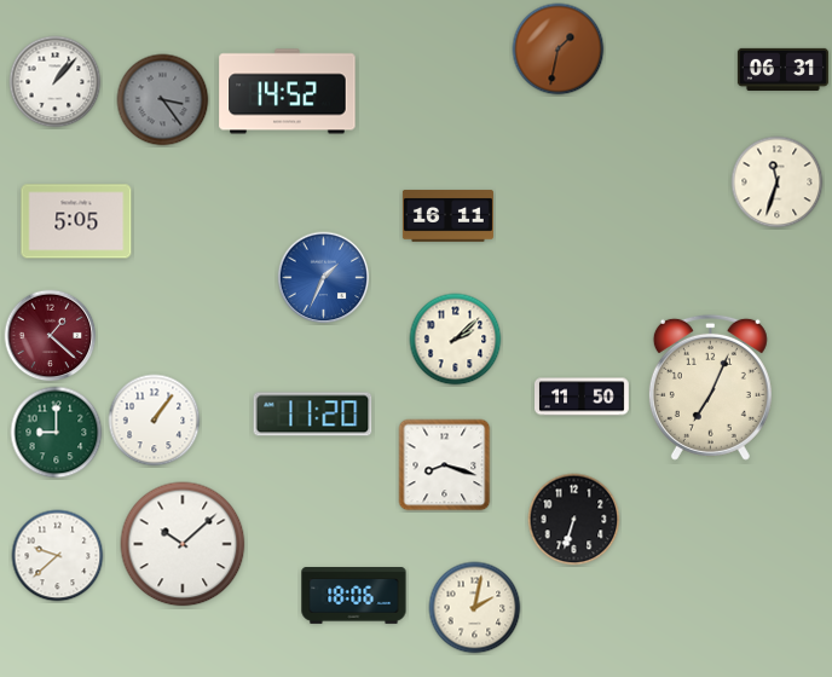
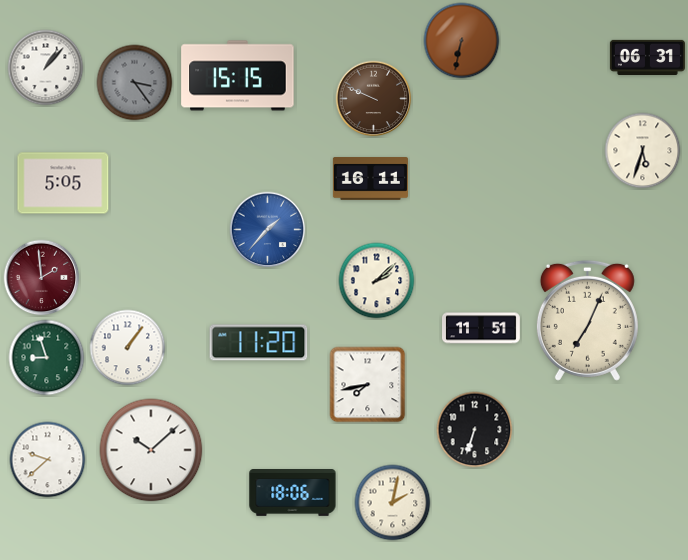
clock at (559, 50): 1:32 -> 6:32
clock at (288, 92): 14:52 -> 15:15
clock at (374, 99): none -> 9:49
clock at (778, 183): 11:33 -> 5:33
clock at (324, 278): 1:34 -> 1:37
clock at (51, 336): 1:22 -> 1:59
clock at (583, 397): 11:50 -> 11:51
clock at (57, 433): 9:00 -> 8:57
clock at (445, 465): 8:18 -> 7:43
